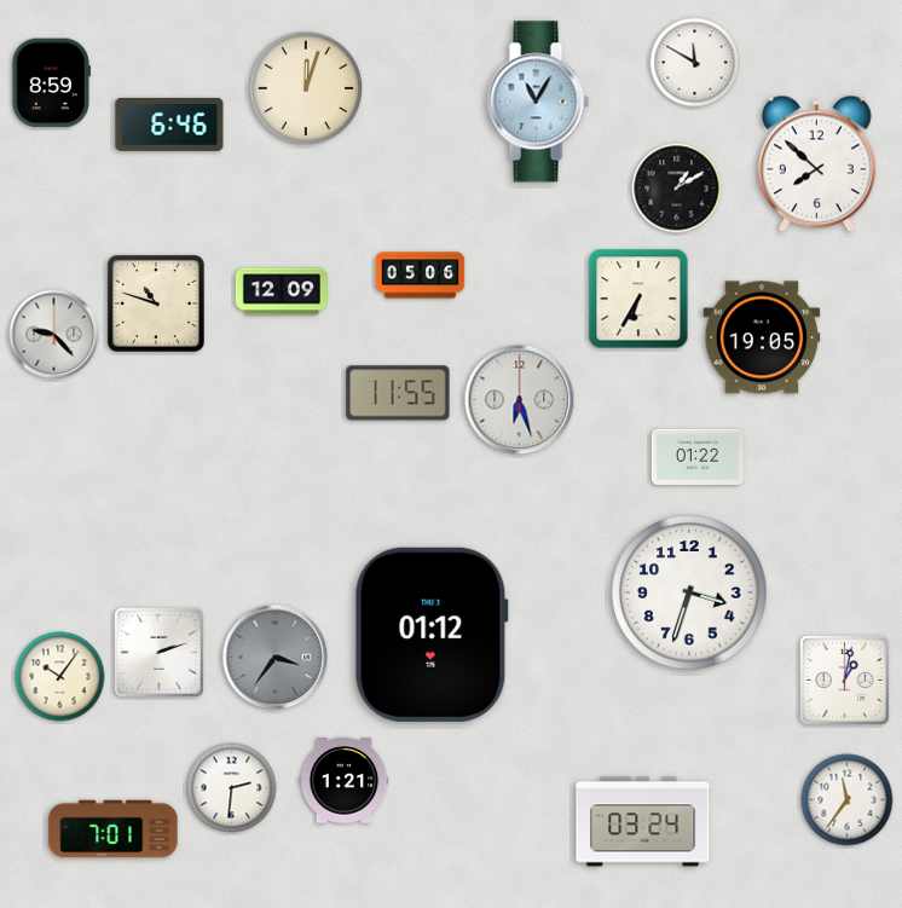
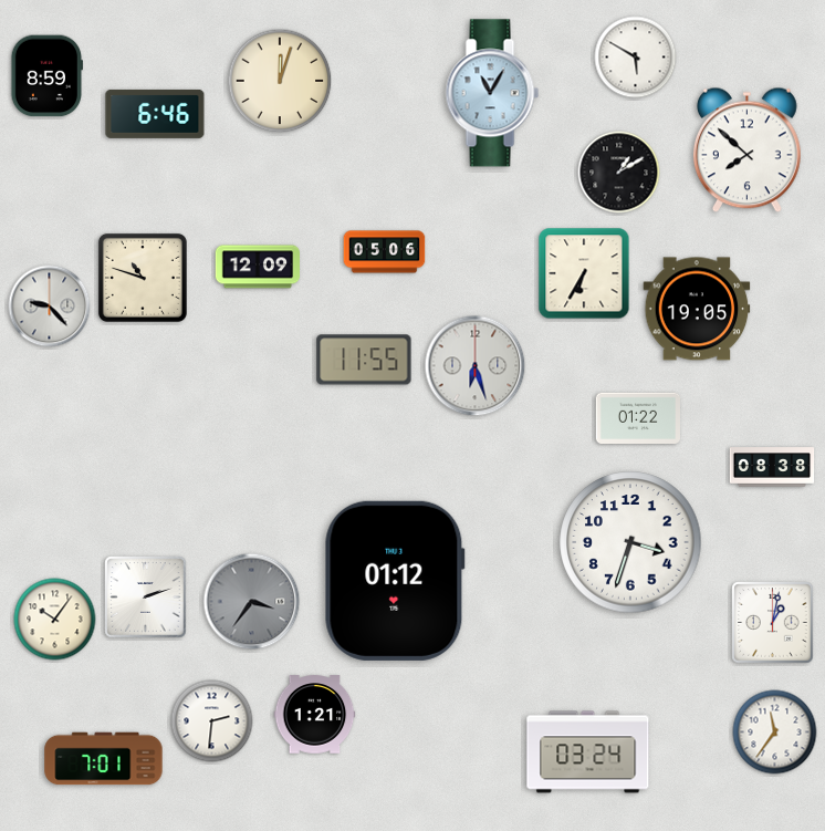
clock at (695, 63): 11:50 -> 5:50
clock at (772, 467): none -> 08:38
